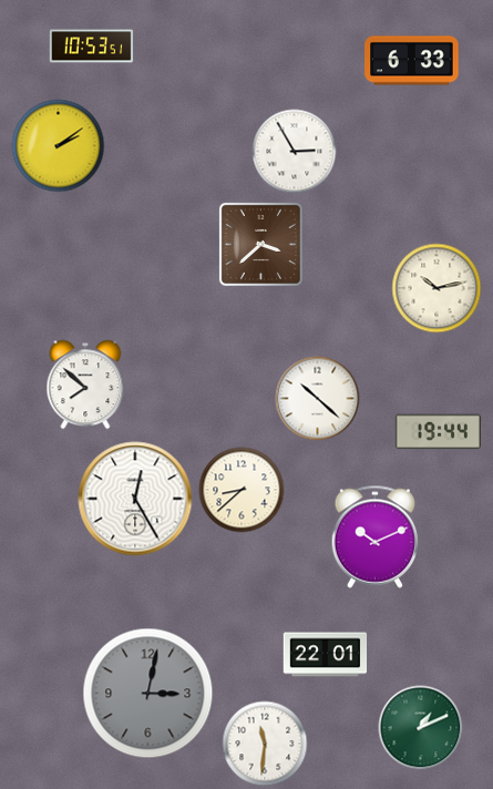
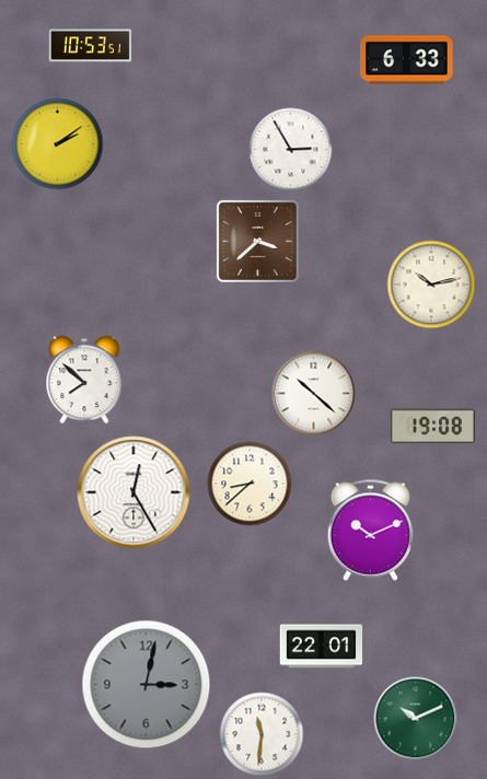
clock at (438, 432): 19:44 -> 19:08
clock at (242, 490) position: (242, 490) -> (250, 484)
clock at (421, 728): 1:11 -> 10:11
